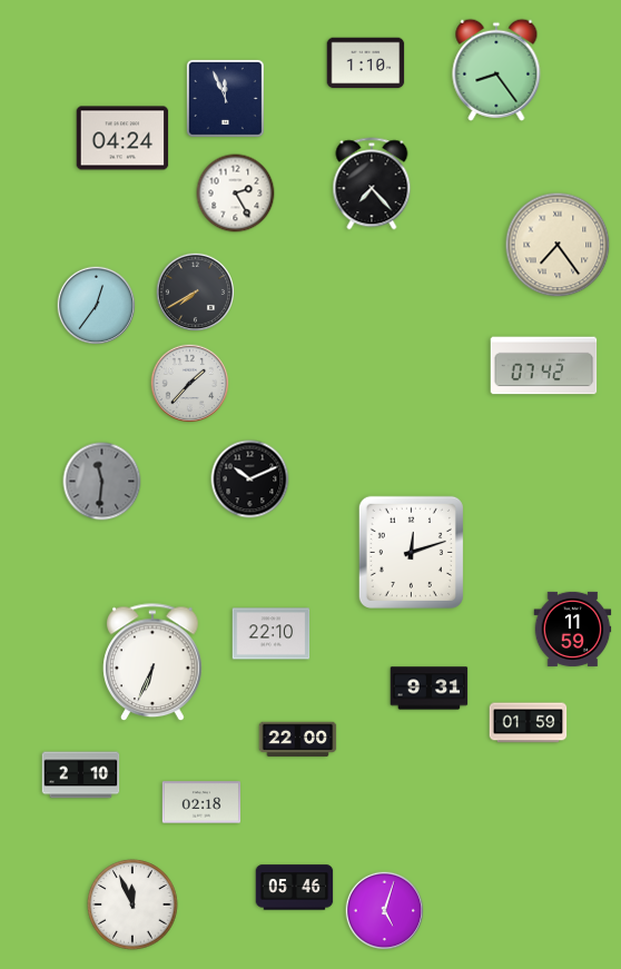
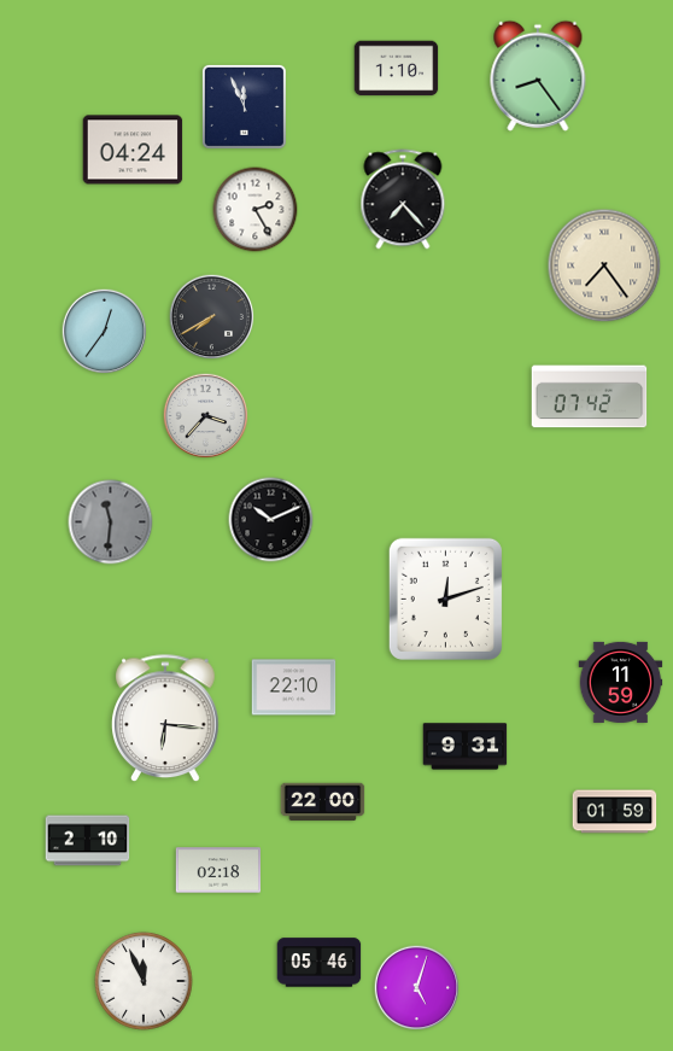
clock at (190, 384): 1:37 -> 3:37
clock at (154, 663): 6:34 -> 6:16
clock at (529, 723) position: (529, 723) -> (615, 812)
